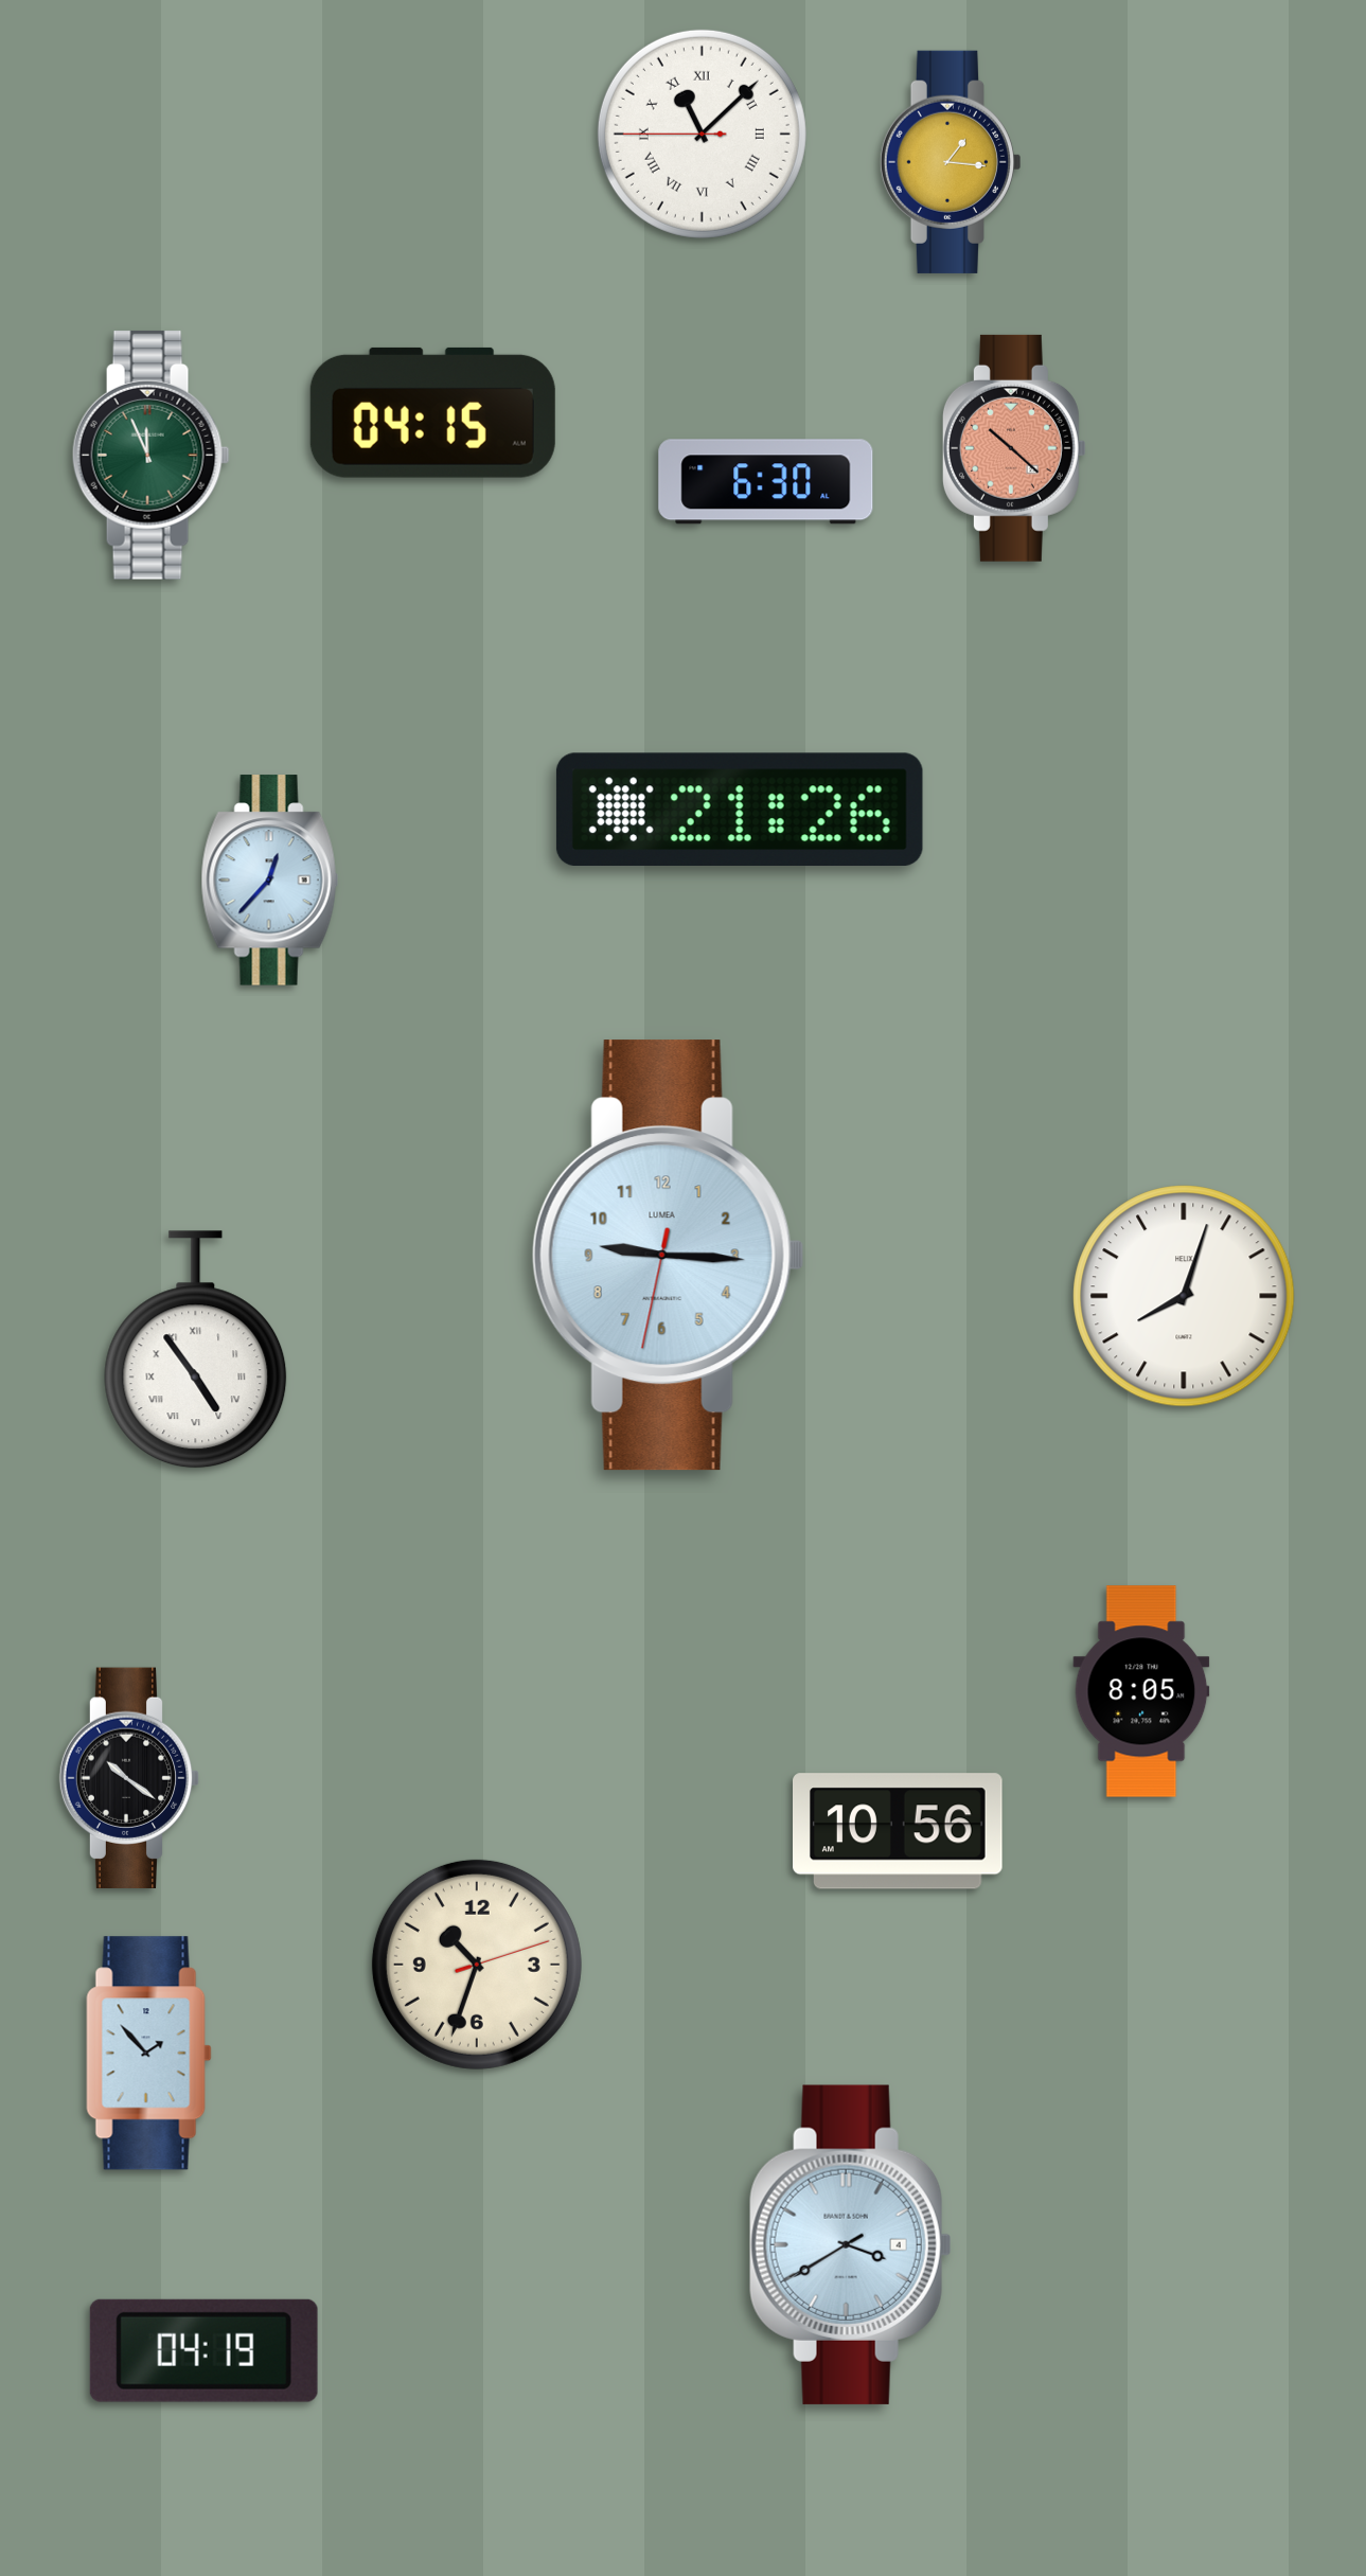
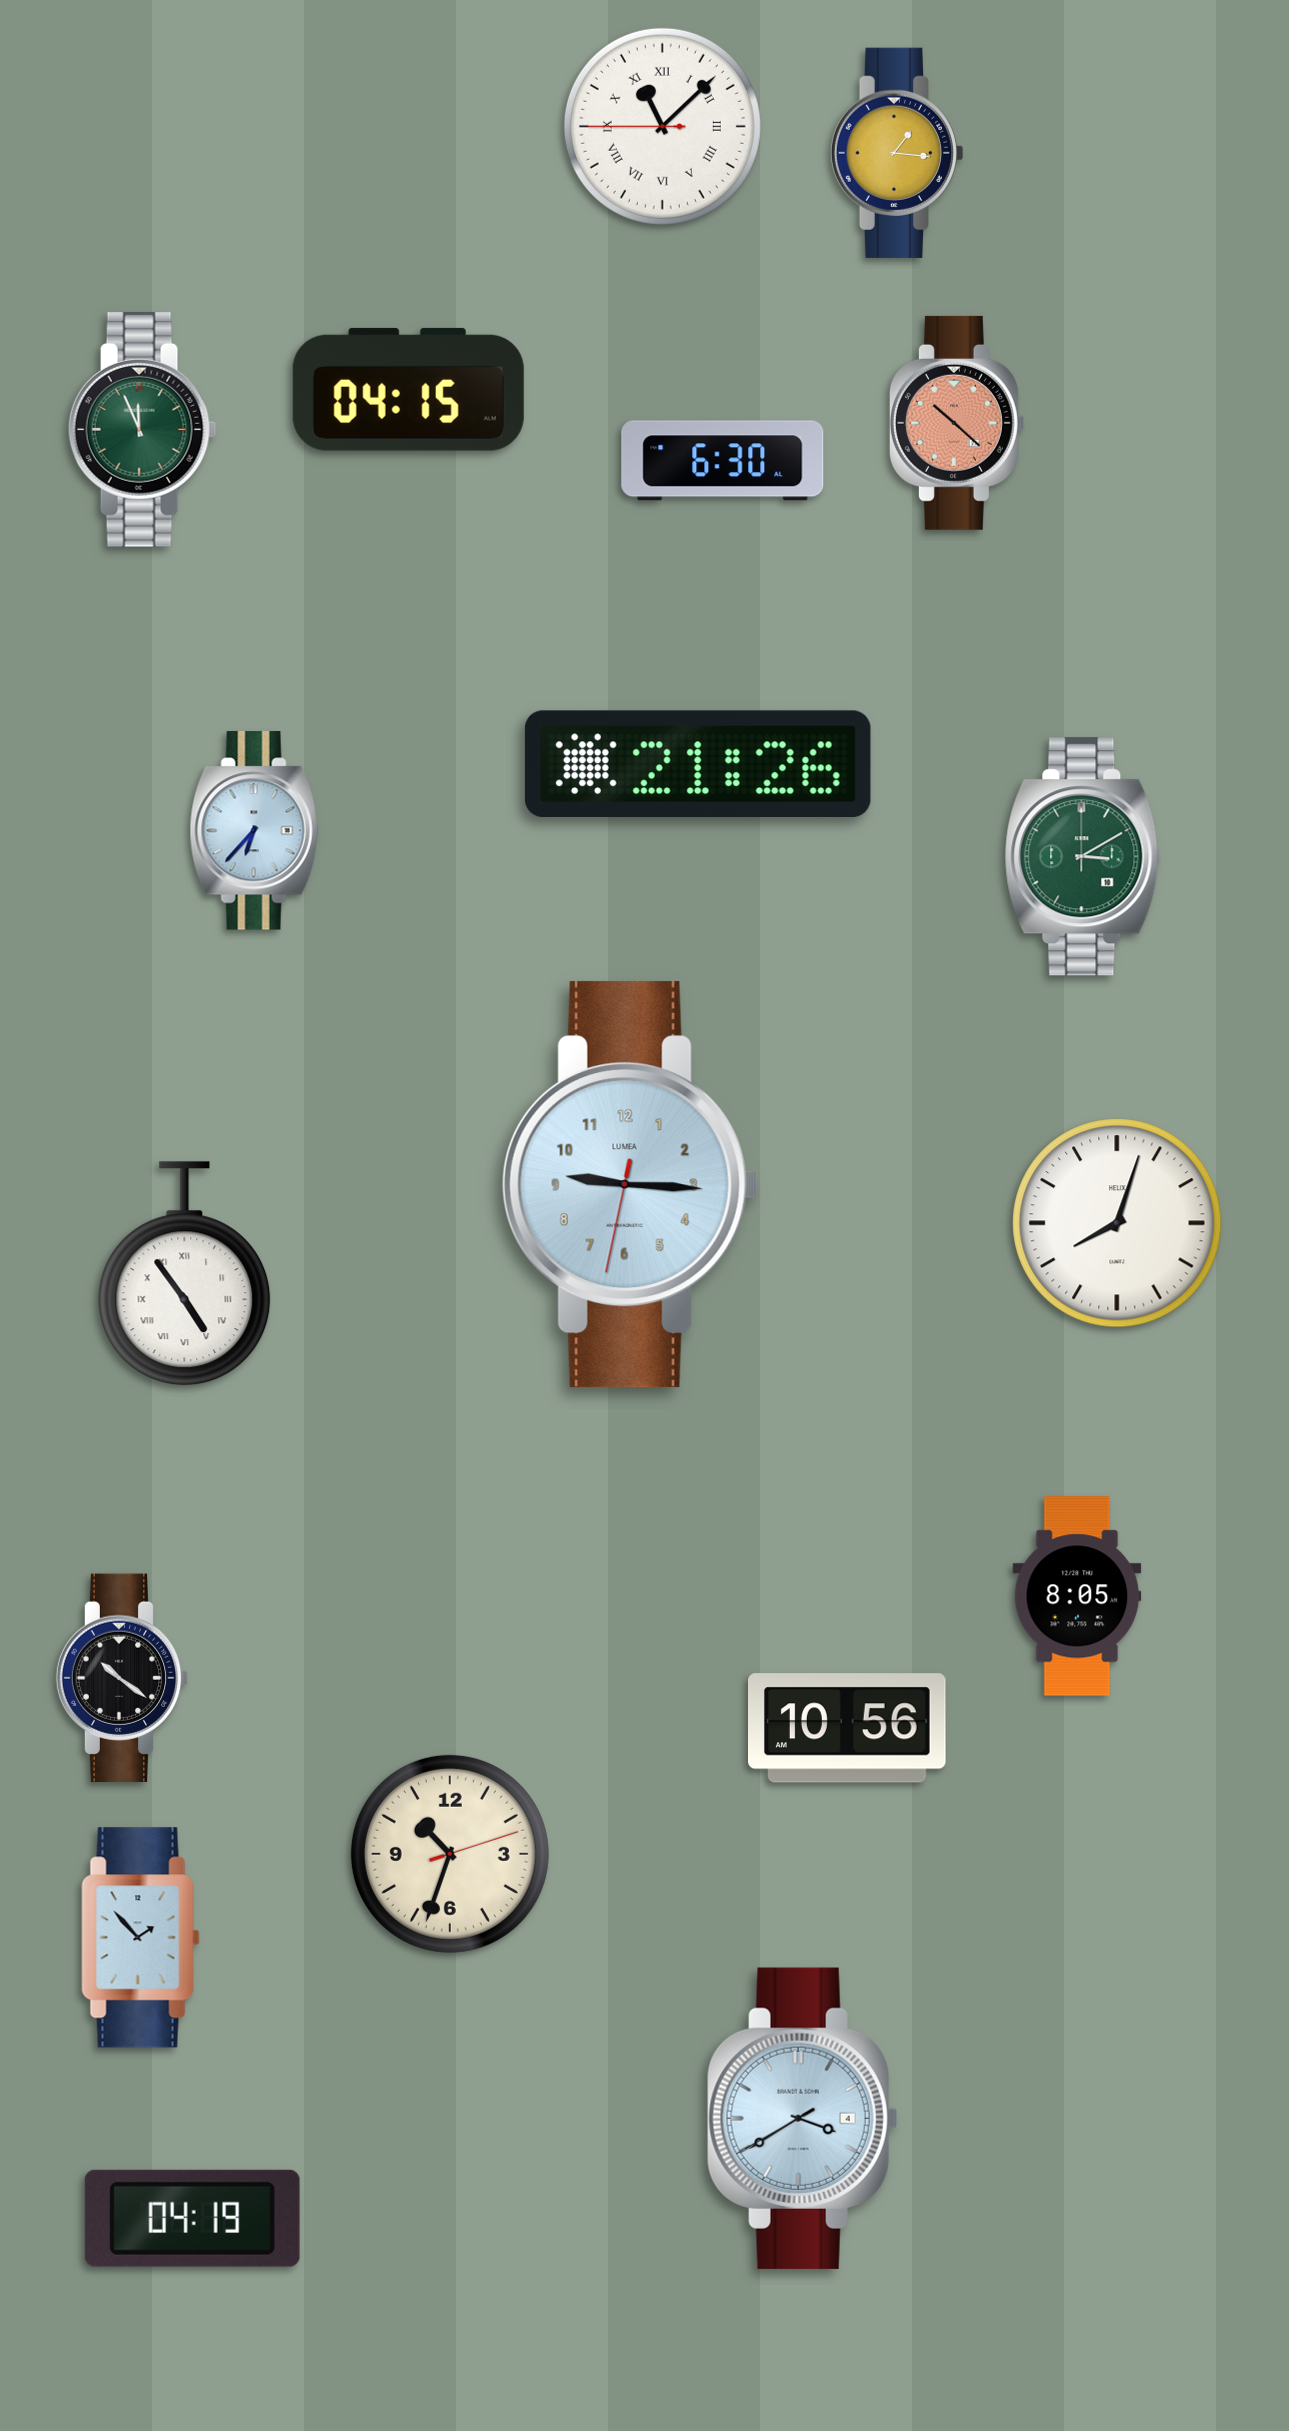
clock at (766, 482) position: (766, 482) -> (723, 461)
clock at (269, 881): 12:37 -> 6:37
clock at (1083, 857): none -> 3:10
